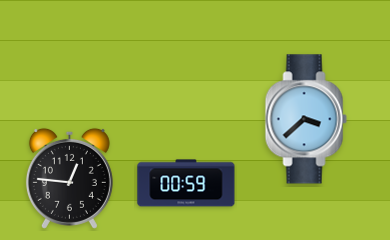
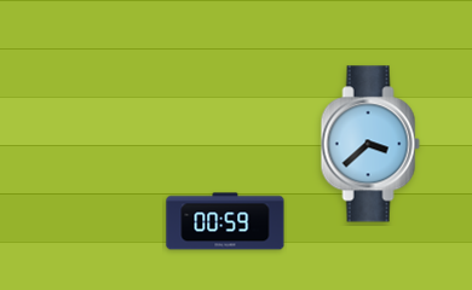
clock at (69, 178): 12:46 -> none
